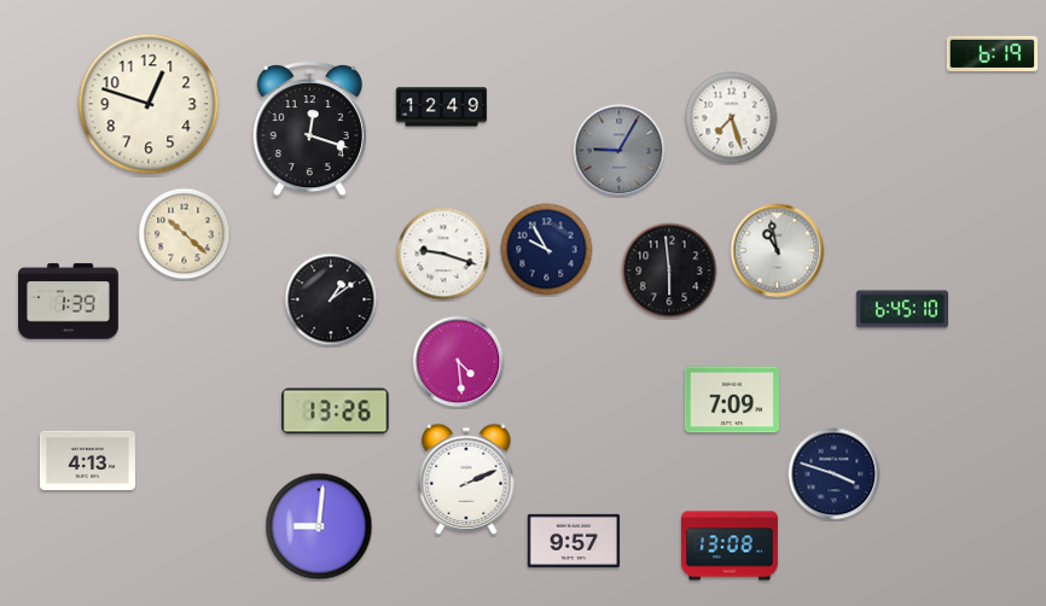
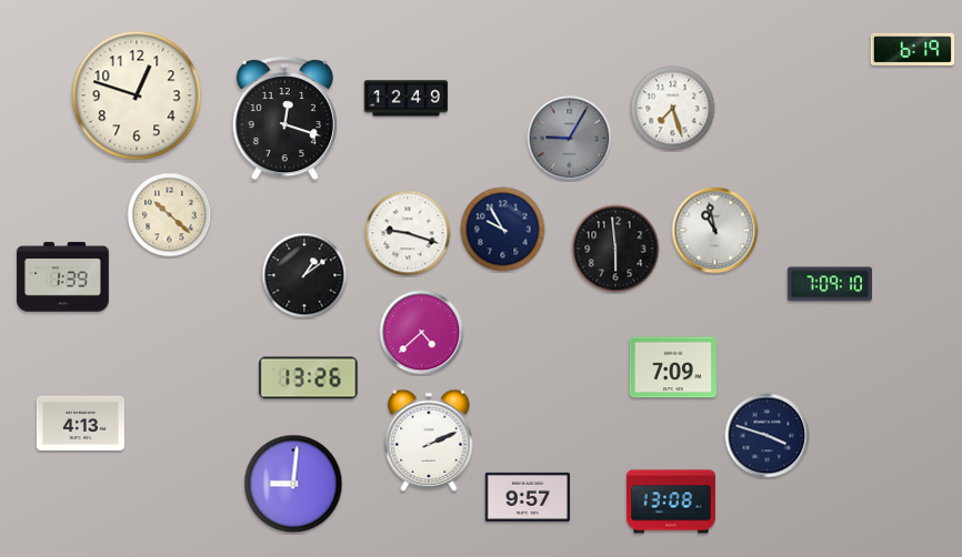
clock at (901, 309): 6:45 -> 7:09
clock at (459, 362): 4:29 -> 4:38
